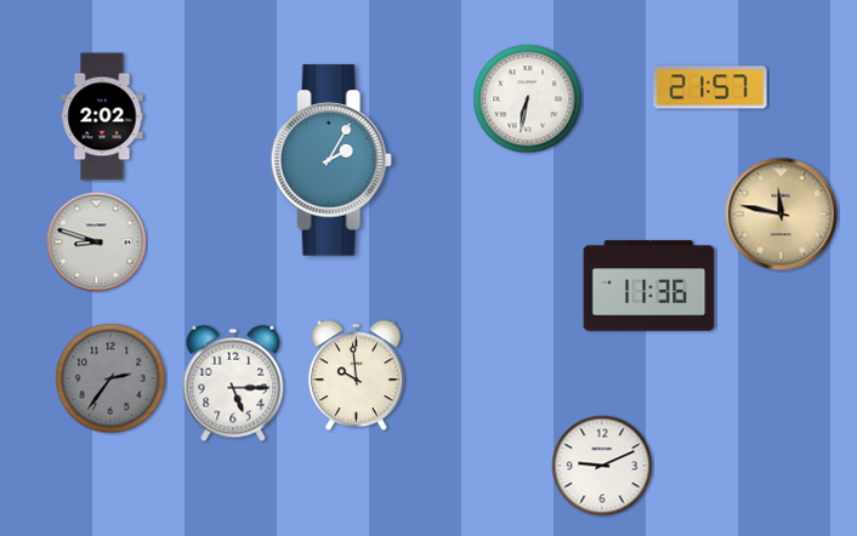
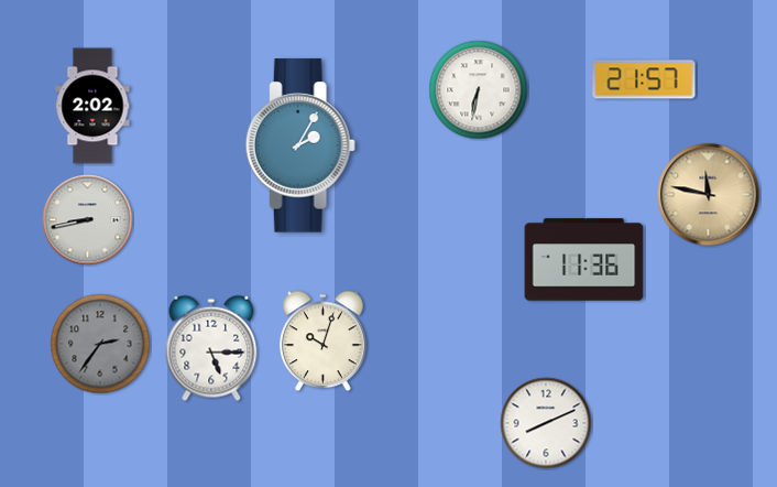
clock at (97, 243): 8:48 -> 8:43
clock at (649, 286) position: (649, 286) -> (584, 260)
clock at (357, 376): 9:59 -> 10:03
clock at (602, 466): 9:11 -> 8:11
